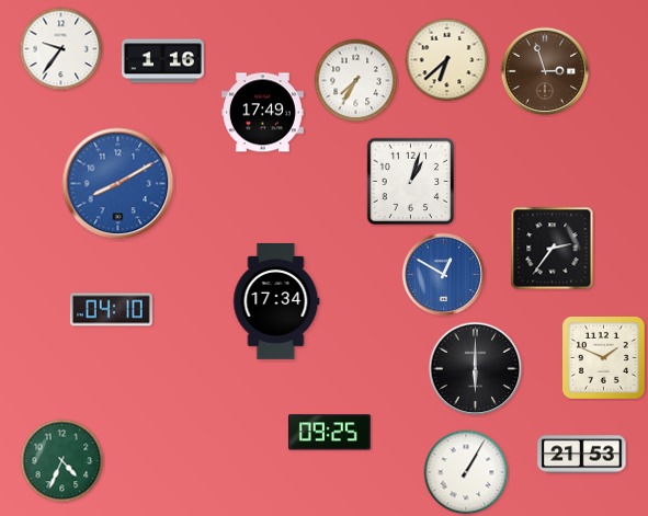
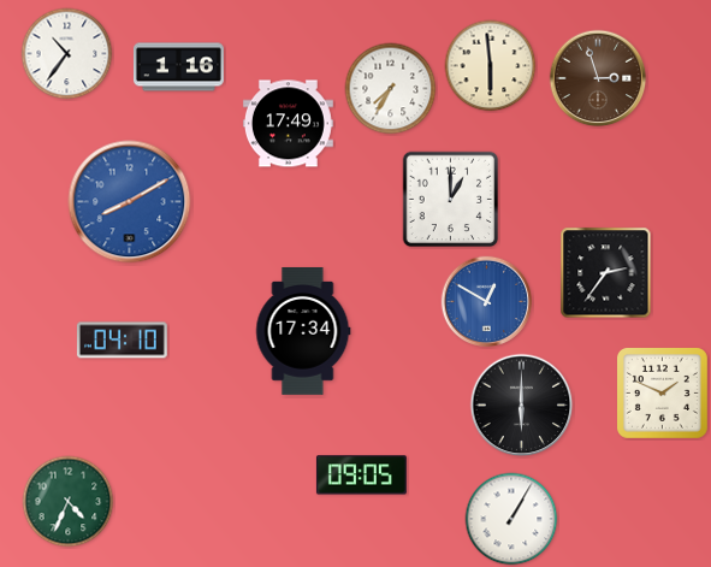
clock at (61, 49): 9:36 -> 10:36
clock at (447, 60): 6:38 -> 5:59
clock at (411, 182): 1:03 -> 1:00
clock at (329, 433): 09:25 -> 09:05
clock at (582, 455): 21:53 -> none
clock at (62, 461) position: (62, 461) -> (69, 502)
